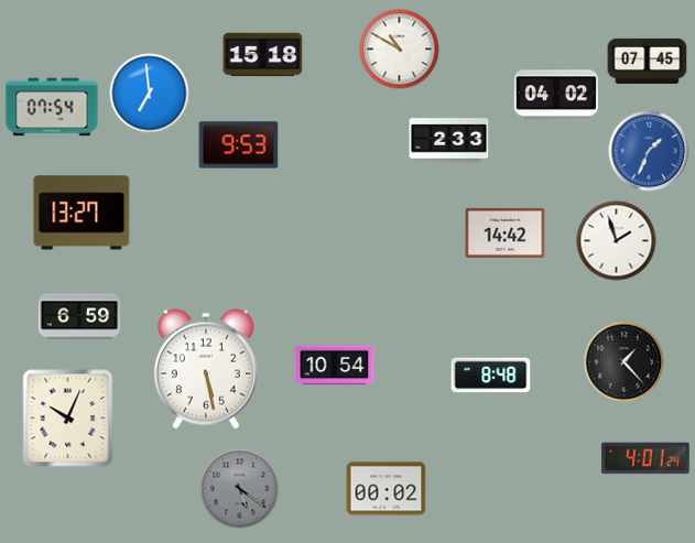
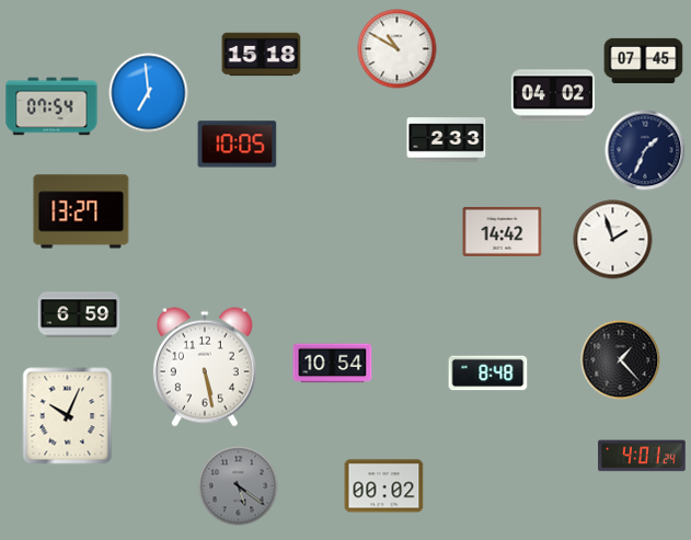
clock at (239, 145): 9:53 -> 10:05
clock at (649, 151) dial: blue -> navy
